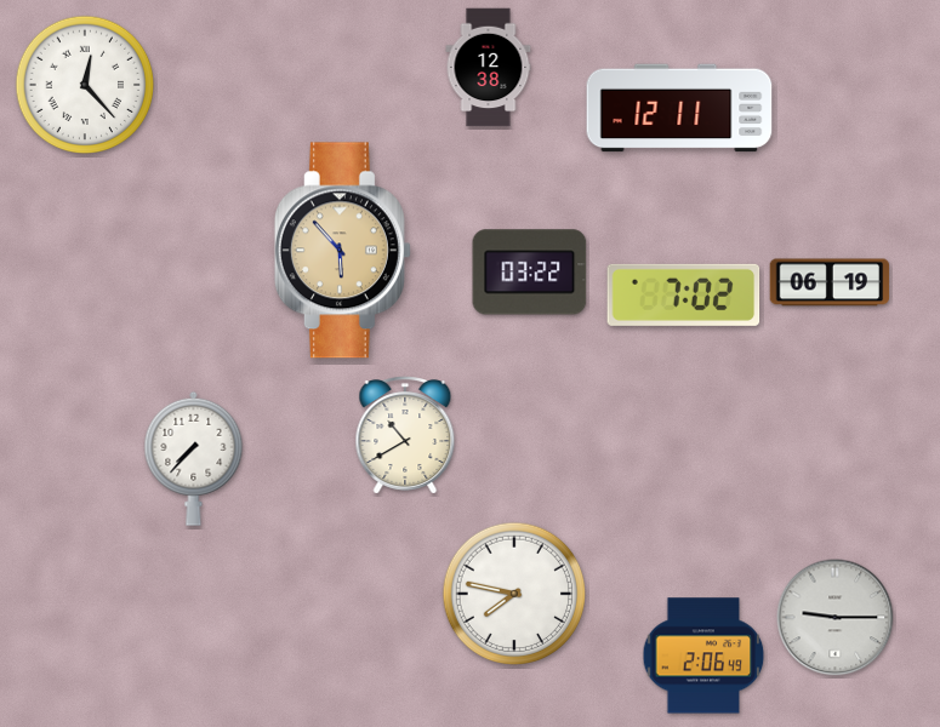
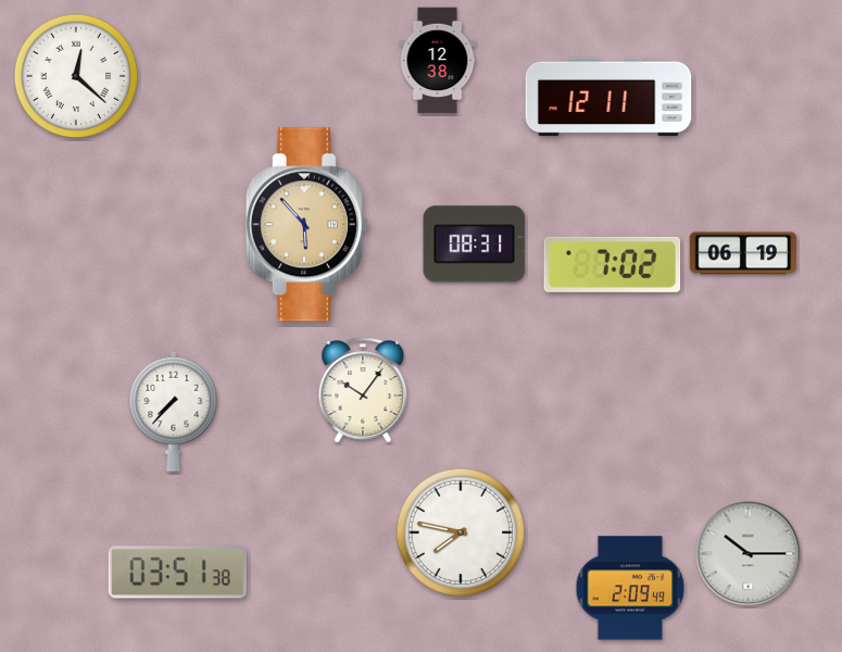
clock at (85, 85): 12:23 -> 12:22
clock at (530, 273): 03:22 -> 08:31
clock at (405, 435): 10:40 -> 10:06
clock at (836, 618): 9:15 -> 10:15
clock at (177, 573): none -> 03:51
clock at (703, 656): 2:06 -> 2:09
